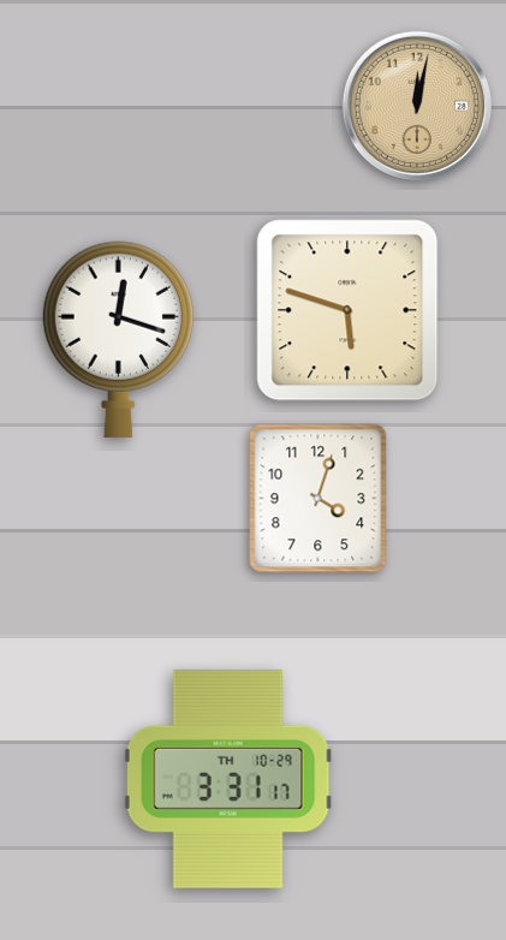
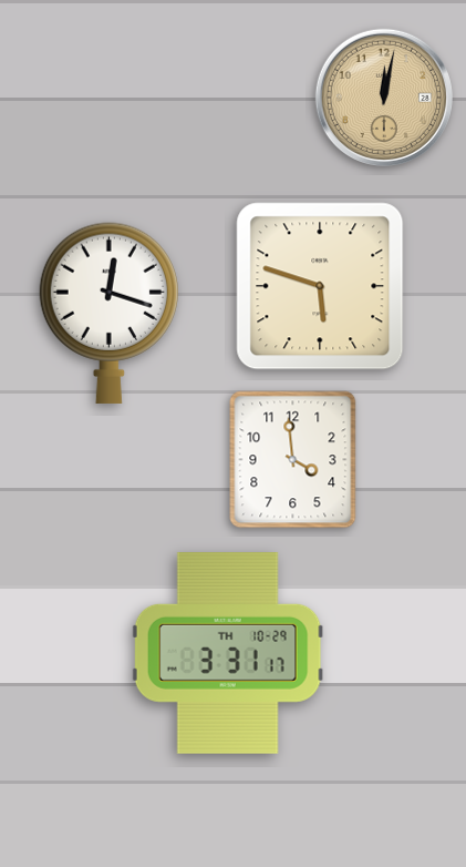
clock at (319, 499): 4:03 -> 3:59
clock at (228, 780) position: (228, 780) -> (228, 654)
